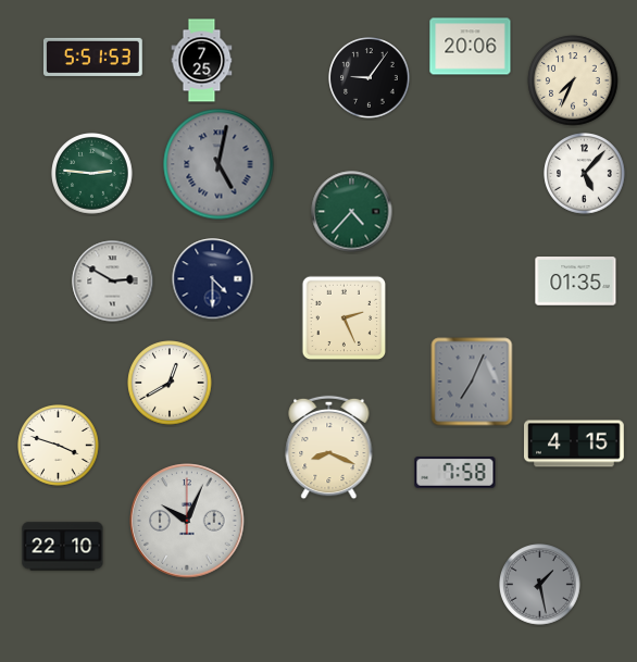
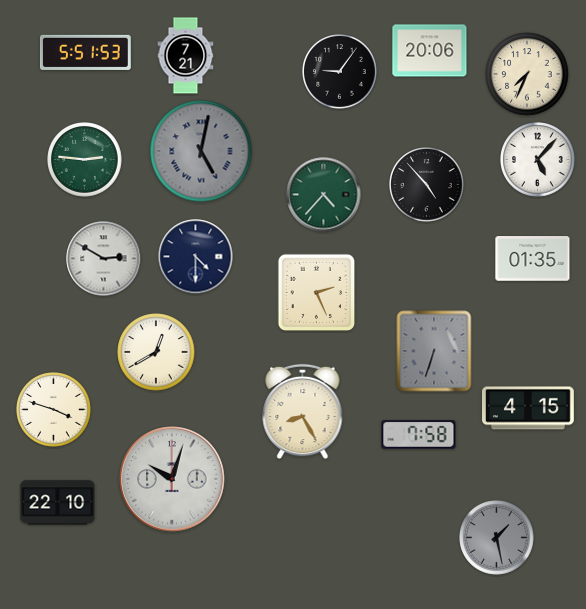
clock at (471, 47) position: (471, 47) -> (430, 51)
clock at (202, 61): 7:25 -> 7:21
clock at (427, 185): none -> 4:53
clock at (576, 282) position: (576, 282) -> (533, 259)
clock at (472, 382): 7:04 -> 6:33
clock at (329, 448): 8:19 -> 8:25
clock at (187, 521): 10:04 -> 10:03
